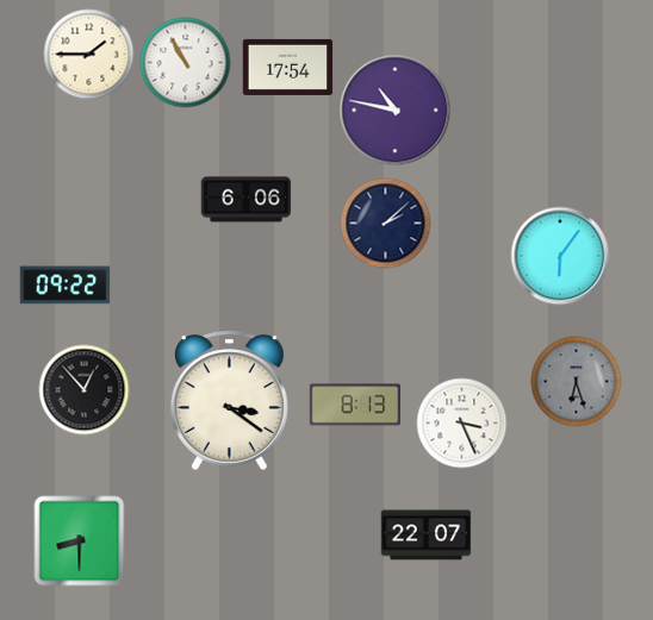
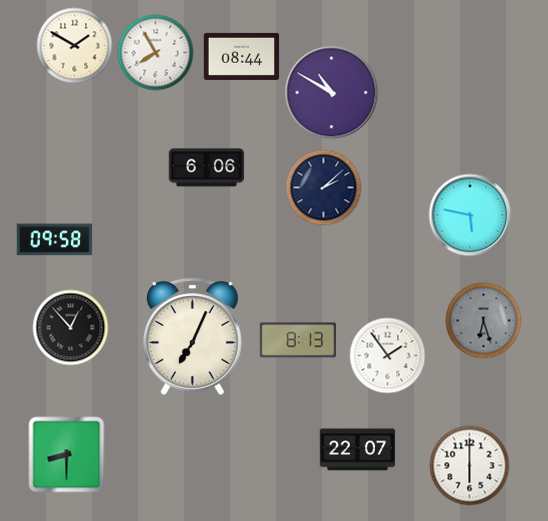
clock at (89, 55): 1:45 -> 1:50
clock at (186, 63): 10:55 -> 7:55
clock at (288, 67): 17:54 -> 08:44
clock at (396, 111): 10:47 -> 10:50
clock at (560, 256): 6:06 -> 5:47
clock at (66, 286): 09:22 -> 09:58
clock at (230, 400): 3:21 -> 7:04
clock at (462, 424): 3:26 -> 1:54
clock at (470, 466): none -> 6:00
